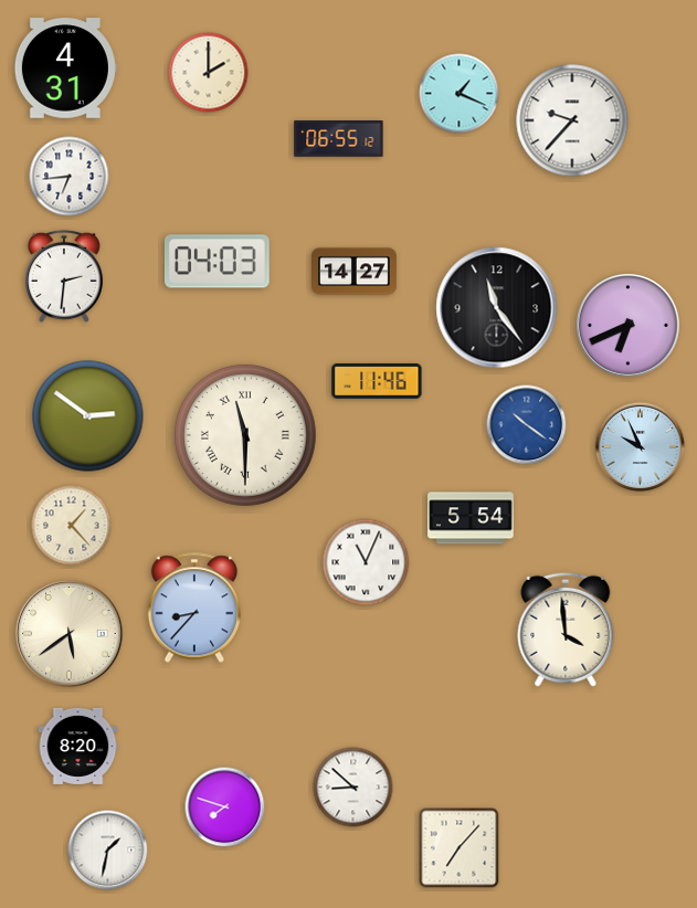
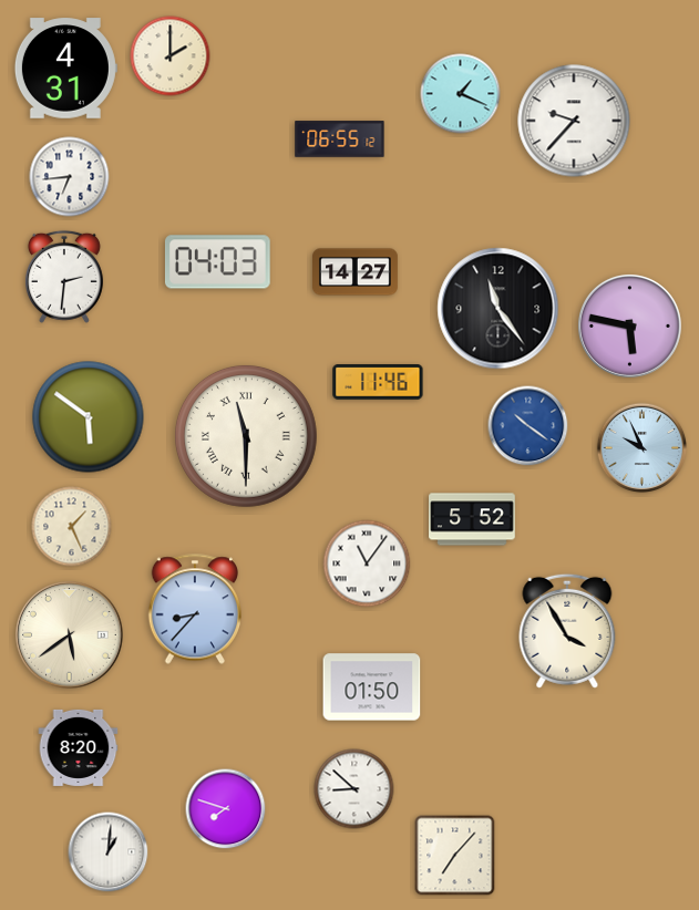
clock at (209, 73) position: (209, 73) -> (171, 56)
clock at (627, 325): 6:41 -> 5:47
clock at (88, 416): 2:51 -> 5:51
clock at (471, 518): 5:54 -> 5:52
clock at (72, 526): 1:23 -> 1:26
clock at (366, 562): 11:04 -> 11:06
clock at (566, 630): 3:59 -> 3:55
clock at (372, 687): none -> 01:50
clock at (460, 848) position: (460, 848) -> (455, 856)
clock at (108, 851): 1:32 -> 1:01
